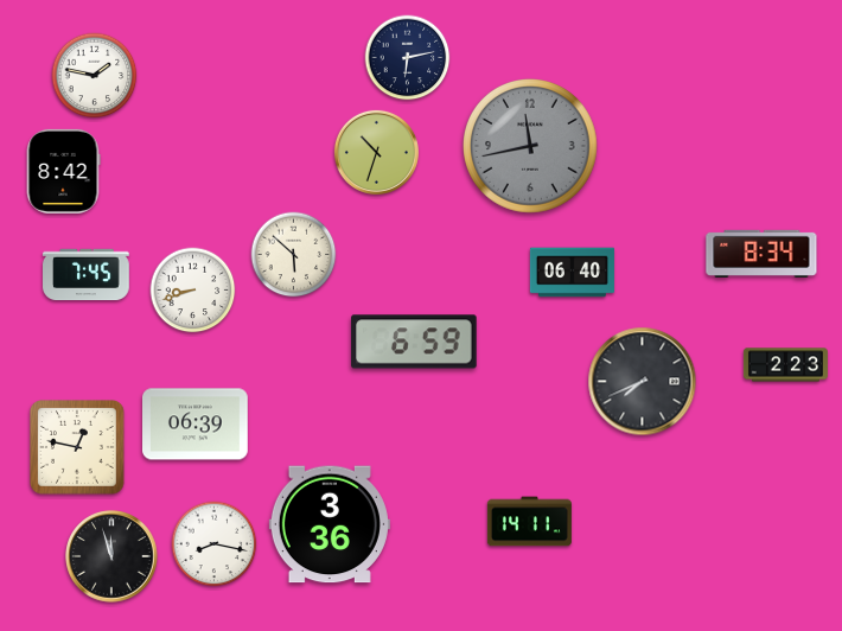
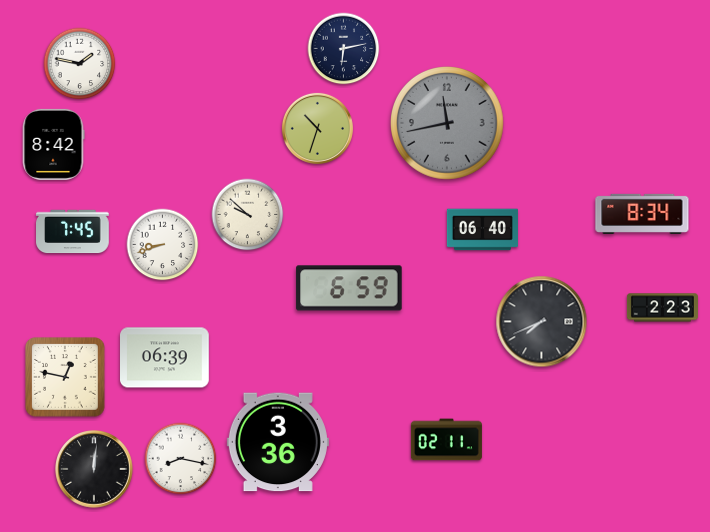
clock at (294, 255): 5:52 -> 9:52
clock at (529, 522): 14:11 -> 02:11
clock at (111, 556): 11:57 -> 12:01
